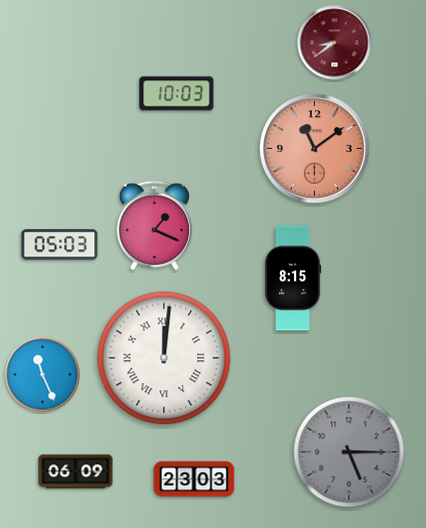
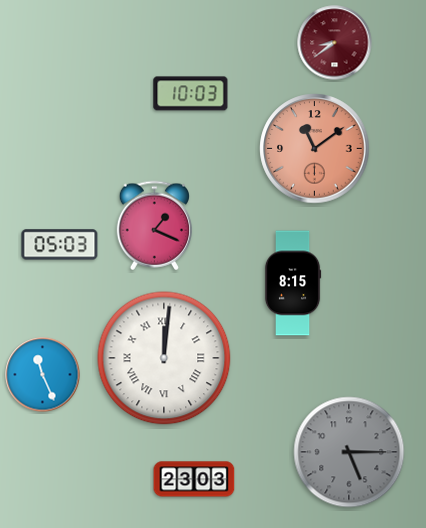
clock at (177, 94) position: (177, 94) -> (191, 94)
clock at (293, 278) position: (293, 278) -> (293, 283)
clock at (76, 472): 06:09 -> none
